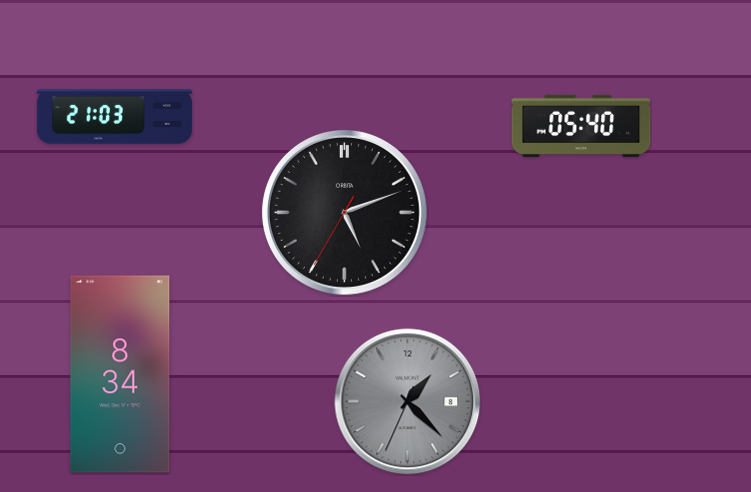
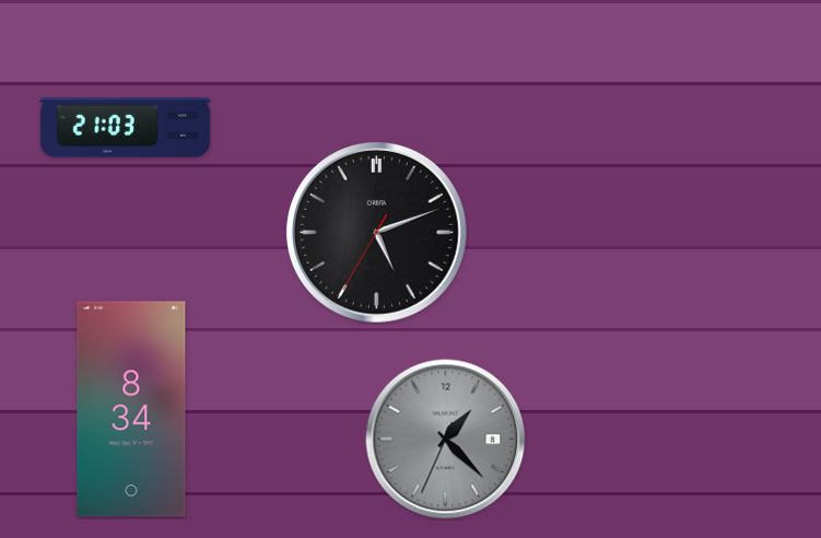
clock at (581, 126): 05:40 -> none
